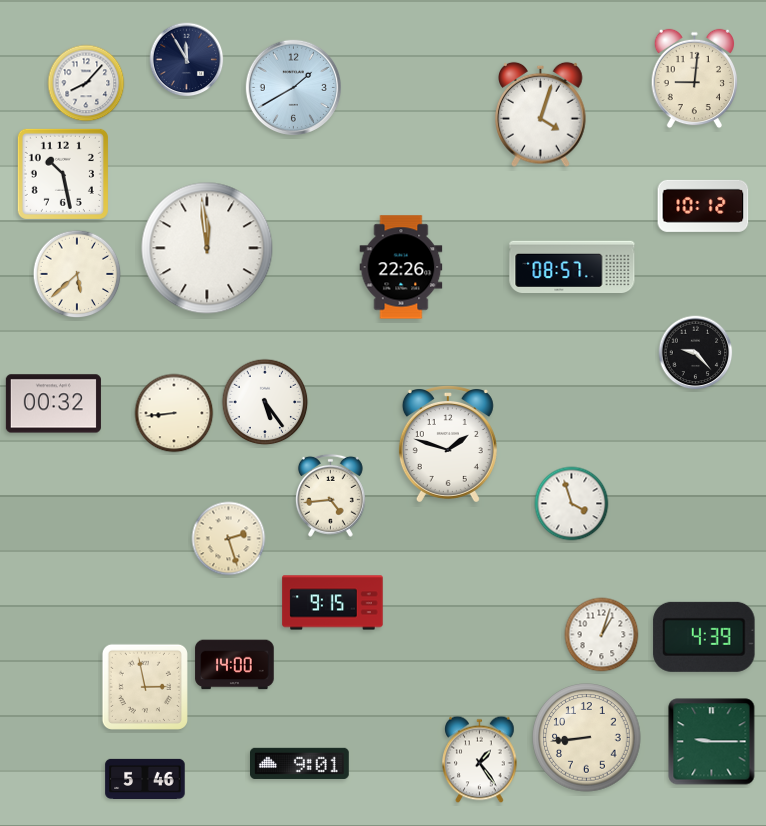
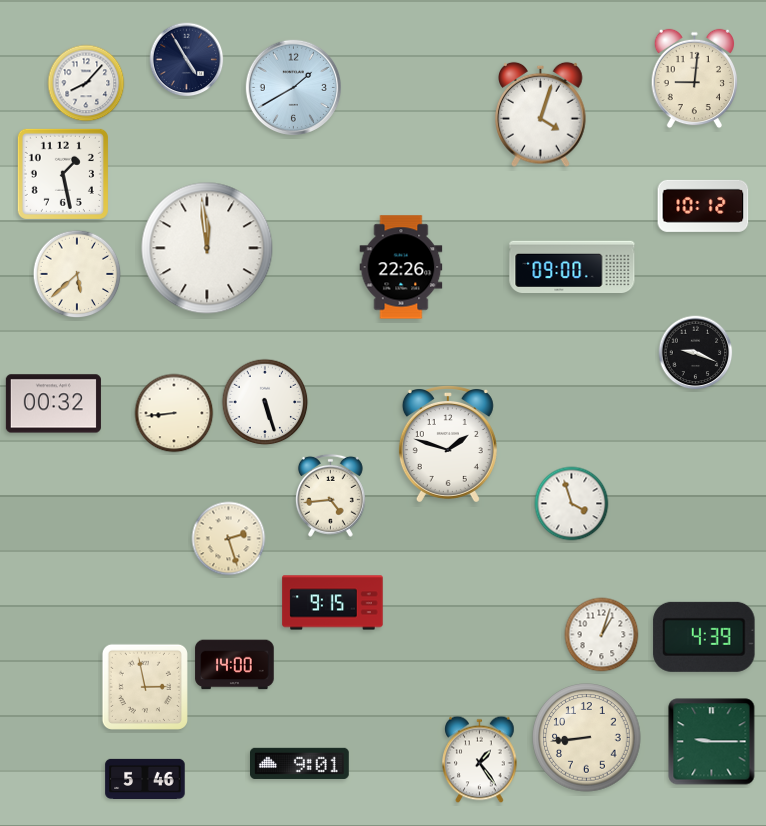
clock at (187, 60): 11:55 -> 4:55
clock at (63, 174): 10:28 -> 1:28
clock at (572, 266): 08:57 -> 09:00
clock at (696, 353): 9:23 -> 9:19
clock at (265, 402): 5:24 -> 5:27
